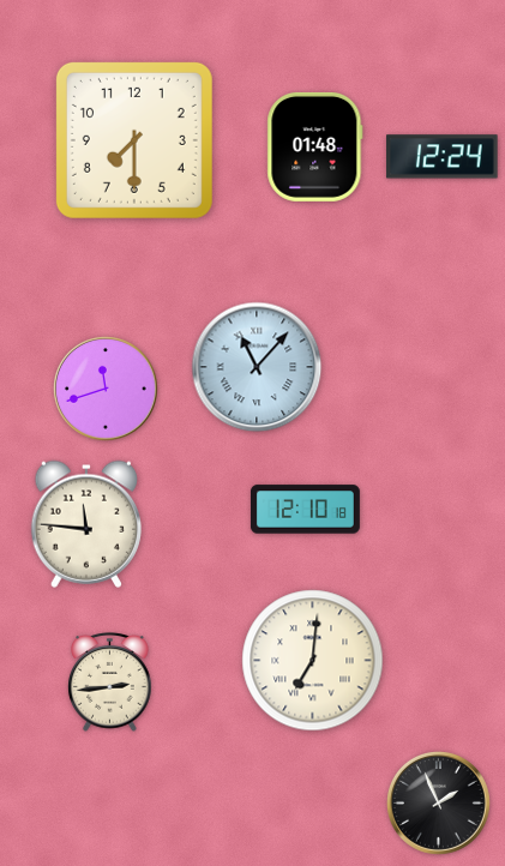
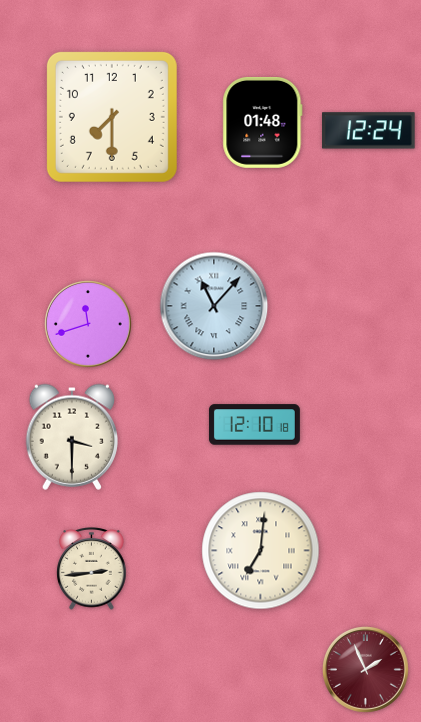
clock at (86, 524): 11:46 -> 3:30
clock at (438, 802) dial: black -> burgundy
